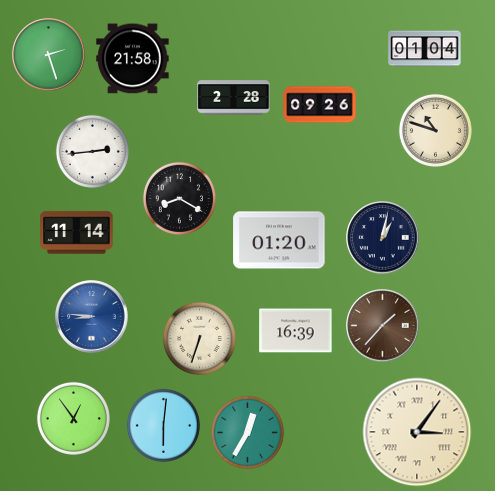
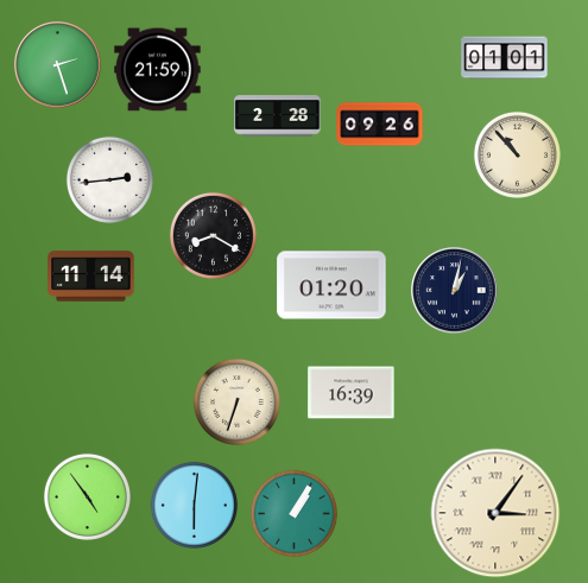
clock at (425, 49): 01:04 -> 01:01
clock at (133, 59): 21:58 -> 21:59
clock at (435, 130): 10:48 -> 10:53
clock at (383, 238) position: (383, 238) -> (455, 291)
clock at (92, 317): 8:46 -> none
clock at (383, 326): 1:37 -> none
clock at (73, 418): 12:54 -> 4:54
clock at (247, 432): 12:35 -> 1:05
